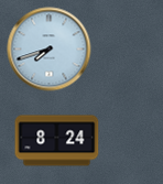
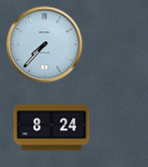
clock at (50, 50): 7:42 -> 7:37
